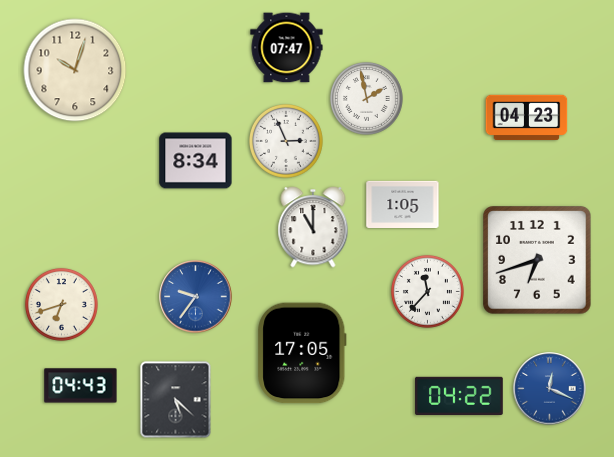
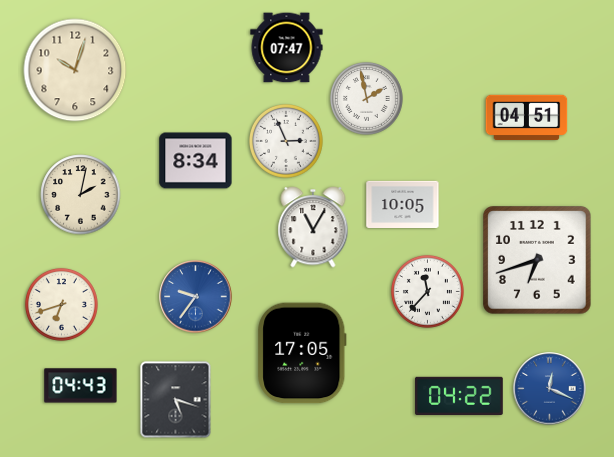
clock at (527, 118): 04:23 -> 04:51
clock at (81, 195): none -> 2:02
clock at (403, 204): 1:05 -> 10:05
clock at (313, 227): 11:00 -> 11:05
clock at (176, 400): 5:22 -> 5:18
